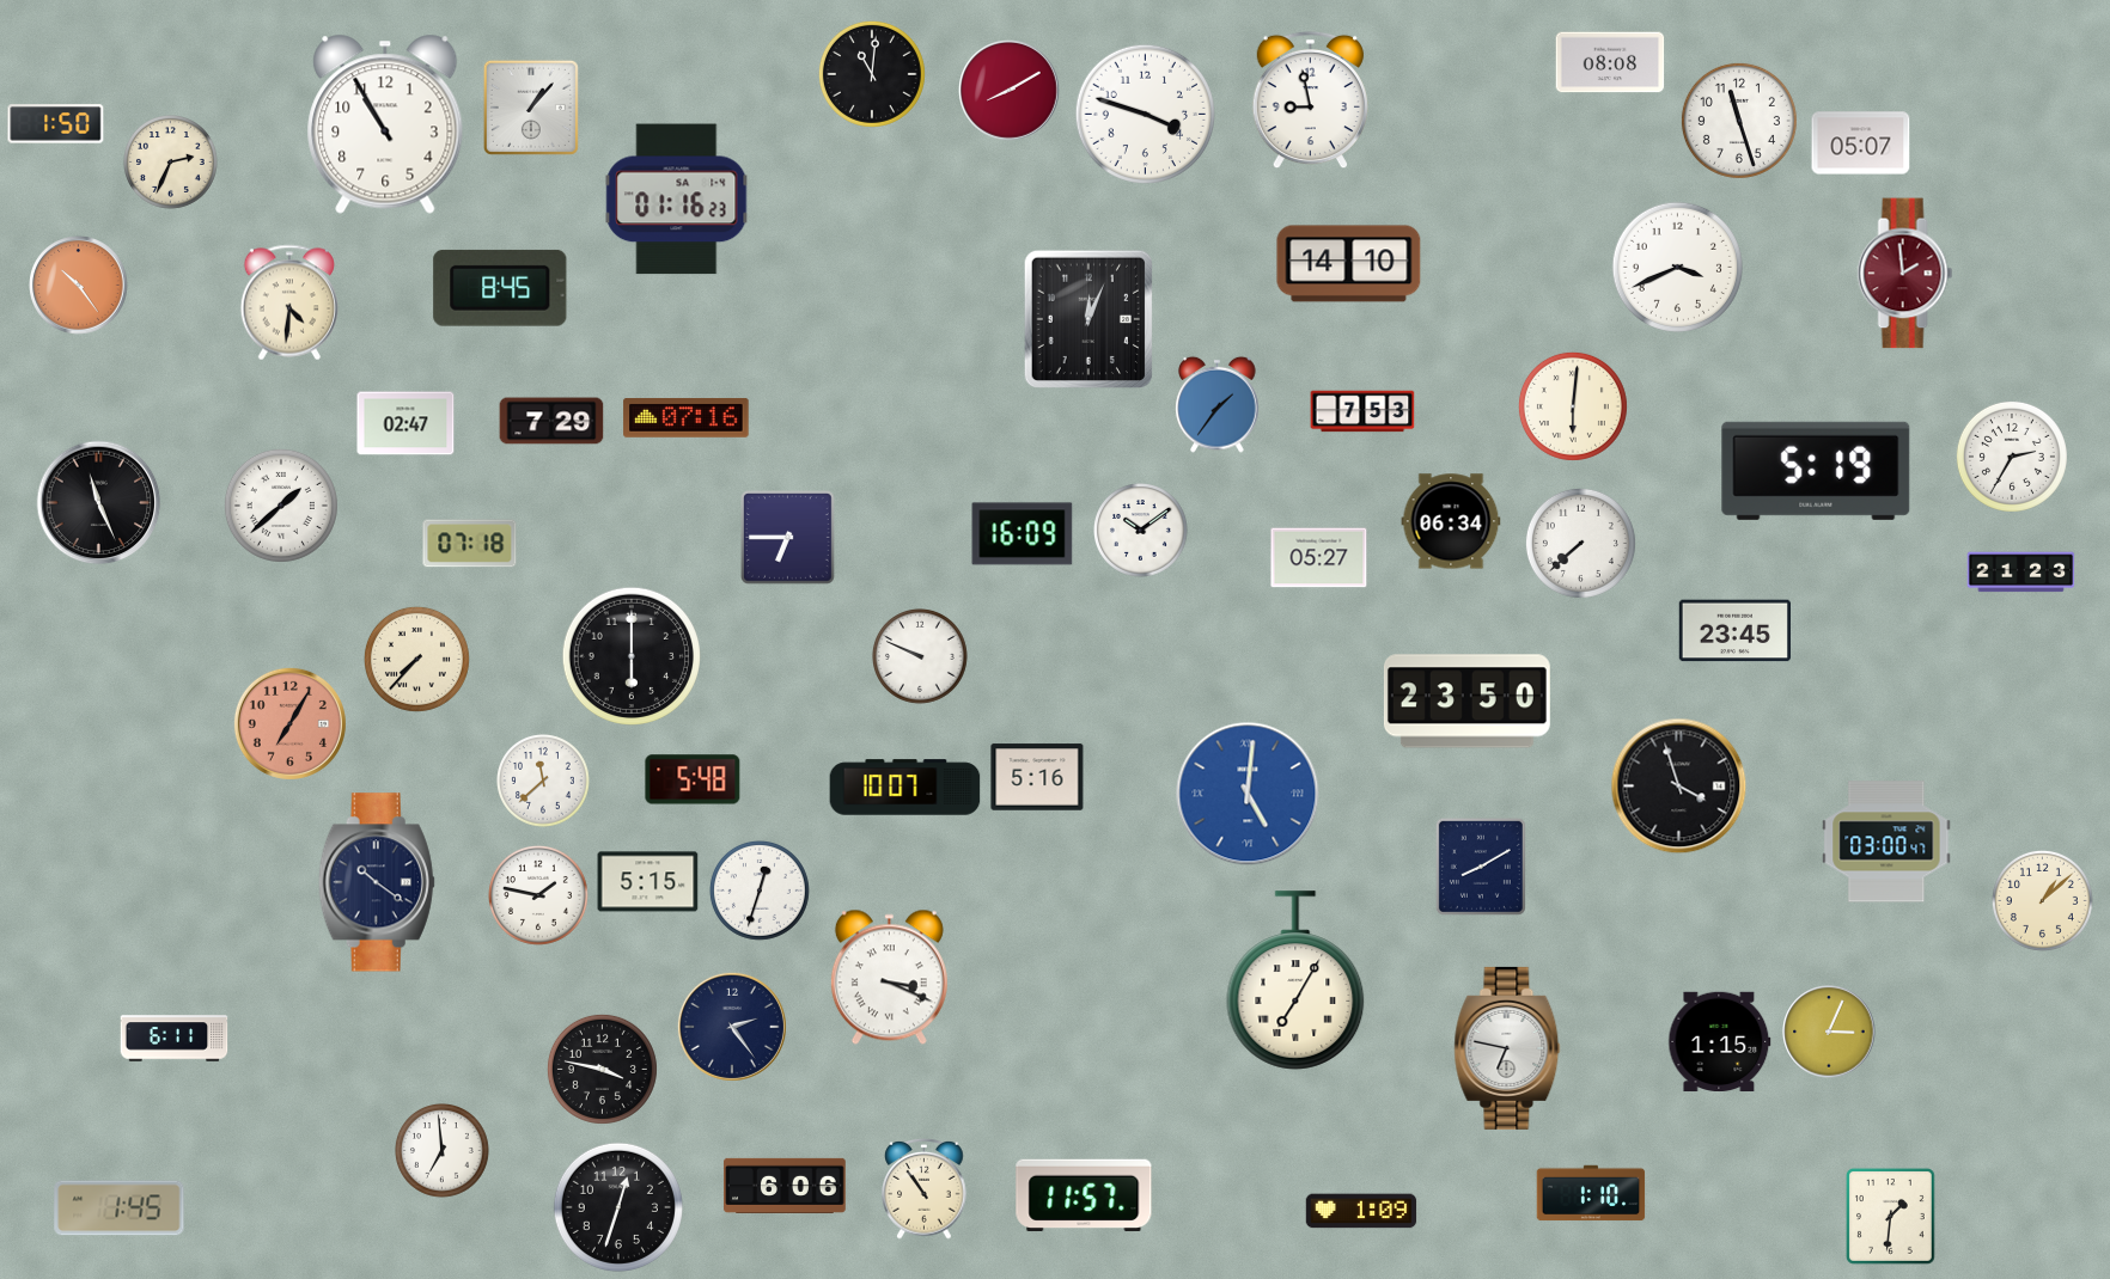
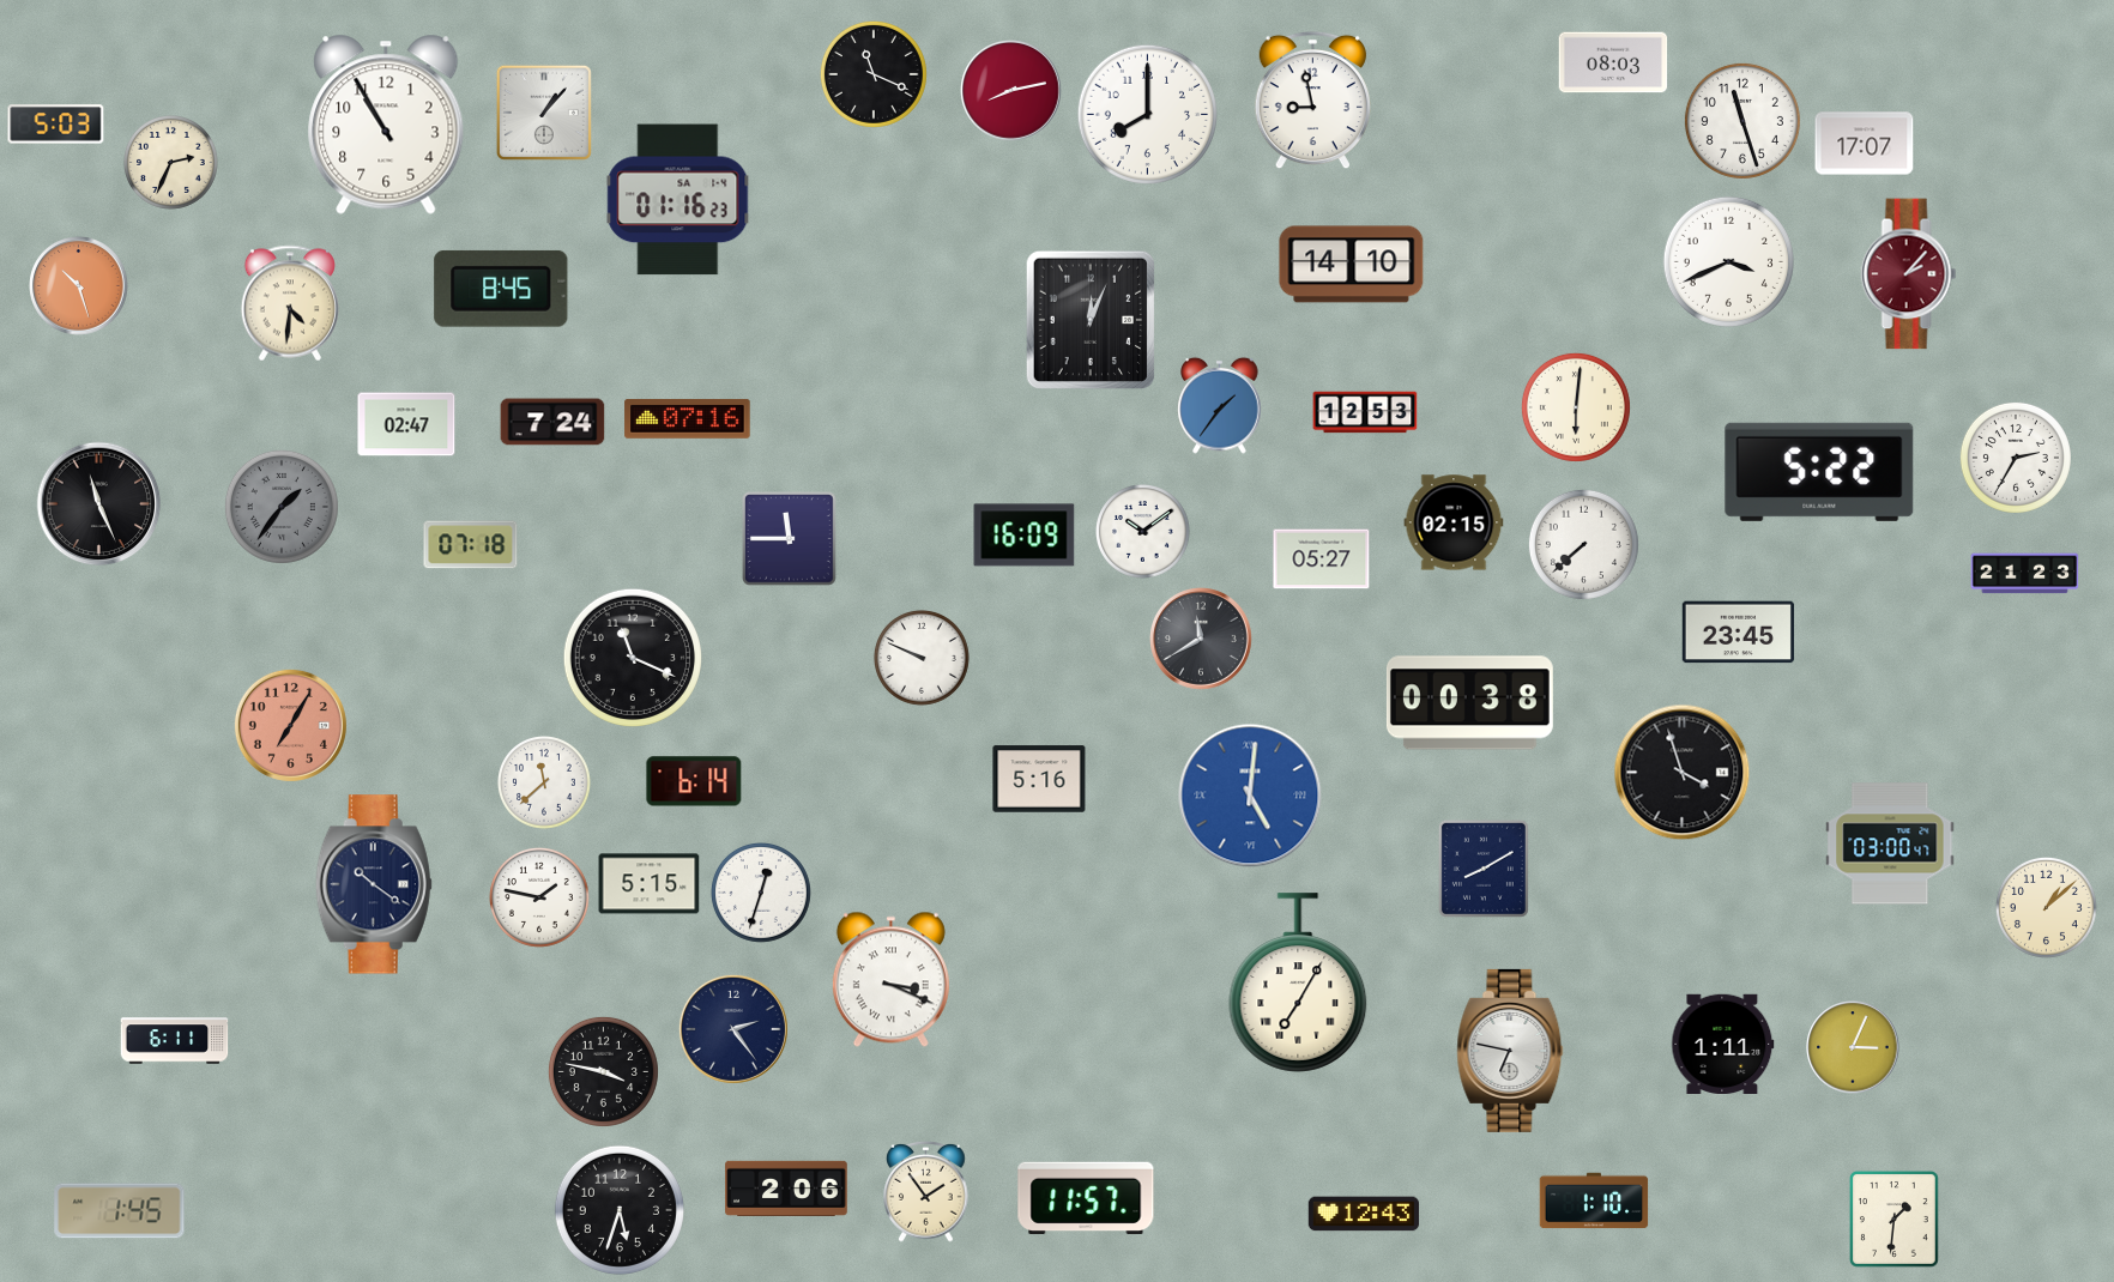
clock at (1610, 62): 08:08 -> 08:03
clock at (872, 74): 11:01 -> 11:19
clock at (1010, 91): 8:10 -> 8:13
clock at (531, 108) position: (531, 108) -> (544, 113)
clock at (1145, 114): 3:48 -> 8:00
clock at (56, 124): 1:50 -> 5:03
clock at (1861, 143): 05:07 -> 17:07
clock at (1677, 267) position: (1677, 267) -> (1728, 261)
clock at (1905, 274): 1:59 -> 2:07
clock at (79, 286): 10:24 -> 10:27
clock at (1362, 411): 7:53 -> 12:53
clock at (551, 421): 7:29 -> 7:24
clock at (1816, 471): 5:19 -> 5:22
clock at (281, 506): 1:38 -> 1:36
clock at (281, 506) dial: white -> grey
clock at (1451, 521): 06:34 -> 02:15
clock at (788, 538): 6:45 -> 11:45
clock at (1202, 640): none -> 11:40
clock at (632, 656): 6:00 -> 11:19
clock at (416, 659): 7:37 -> none
clock at (1466, 702): 23:50 -> 00:38
clock at (693, 779): 5:48 -> 6:14
clock at (1679, 787) position: (1679, 787) -> (1683, 773)
clock at (905, 788): 10:07 -> none
clock at (377, 882) position: (377, 882) -> (374, 884)
clock at (2042, 900) position: (2042, 900) -> (2046, 907)
clock at (1829, 1032) position: (1829, 1032) -> (1853, 1047)
clock at (1720, 1041): 1:15 -> 1:11
clock at (443, 1151): 6:59 -> none
clock at (785, 1186): 6:06 -> 2:06
clock at (925, 1188): 10:54 -> 1:54
clock at (1591, 1193) position: (1591, 1193) -> (1594, 1201)
clock at (618, 1207): 12:33 -> 5:33
clock at (1361, 1211): 1:09 -> 12:43
